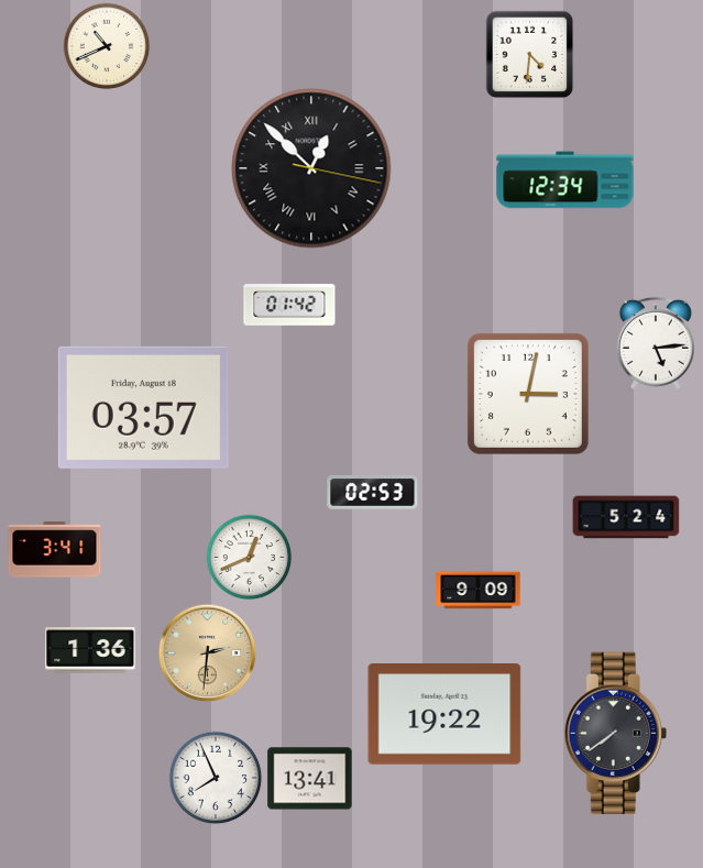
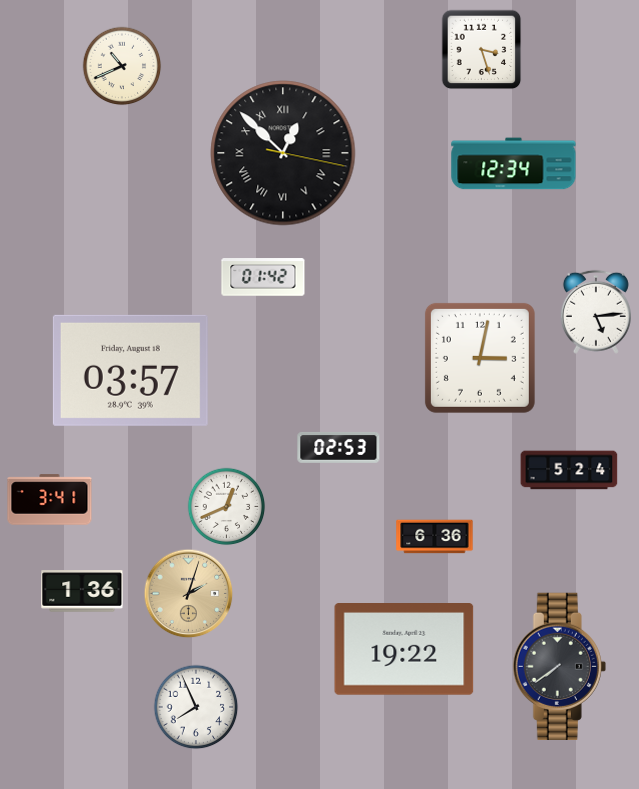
clock at (107, 46) position: (107, 46) -> (122, 66)
clock at (529, 54): 4:31 -> 3:27
clock at (479, 591): 9:09 -> 6:36
clock at (207, 652): 2:31 -> 2:03
clock at (310, 779): 13:41 -> none
